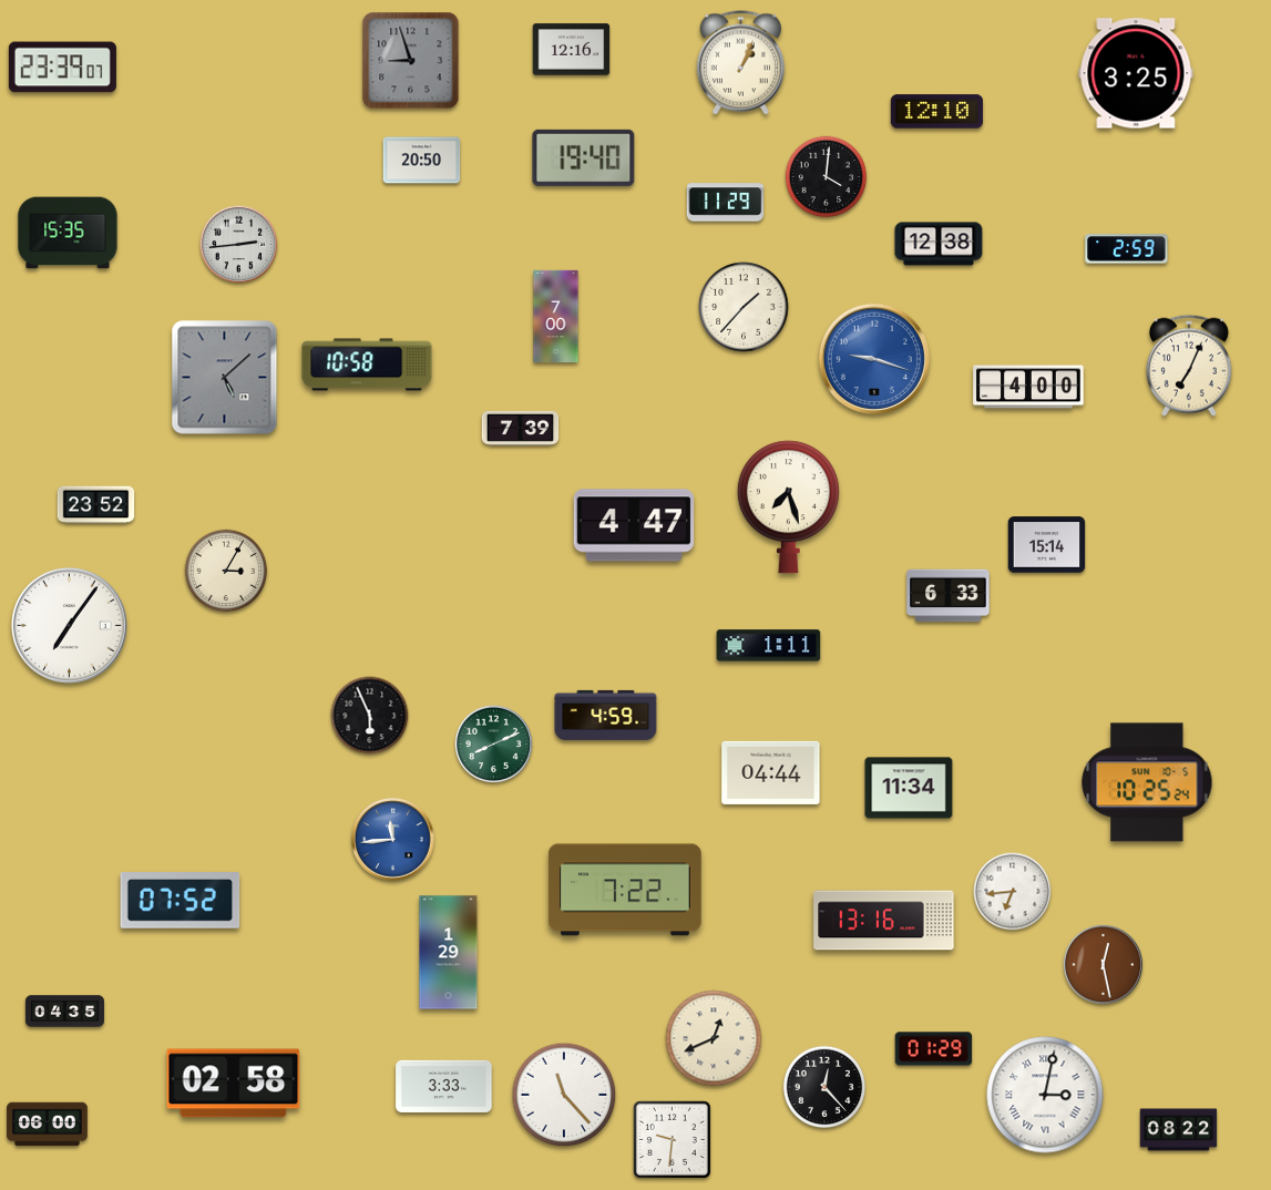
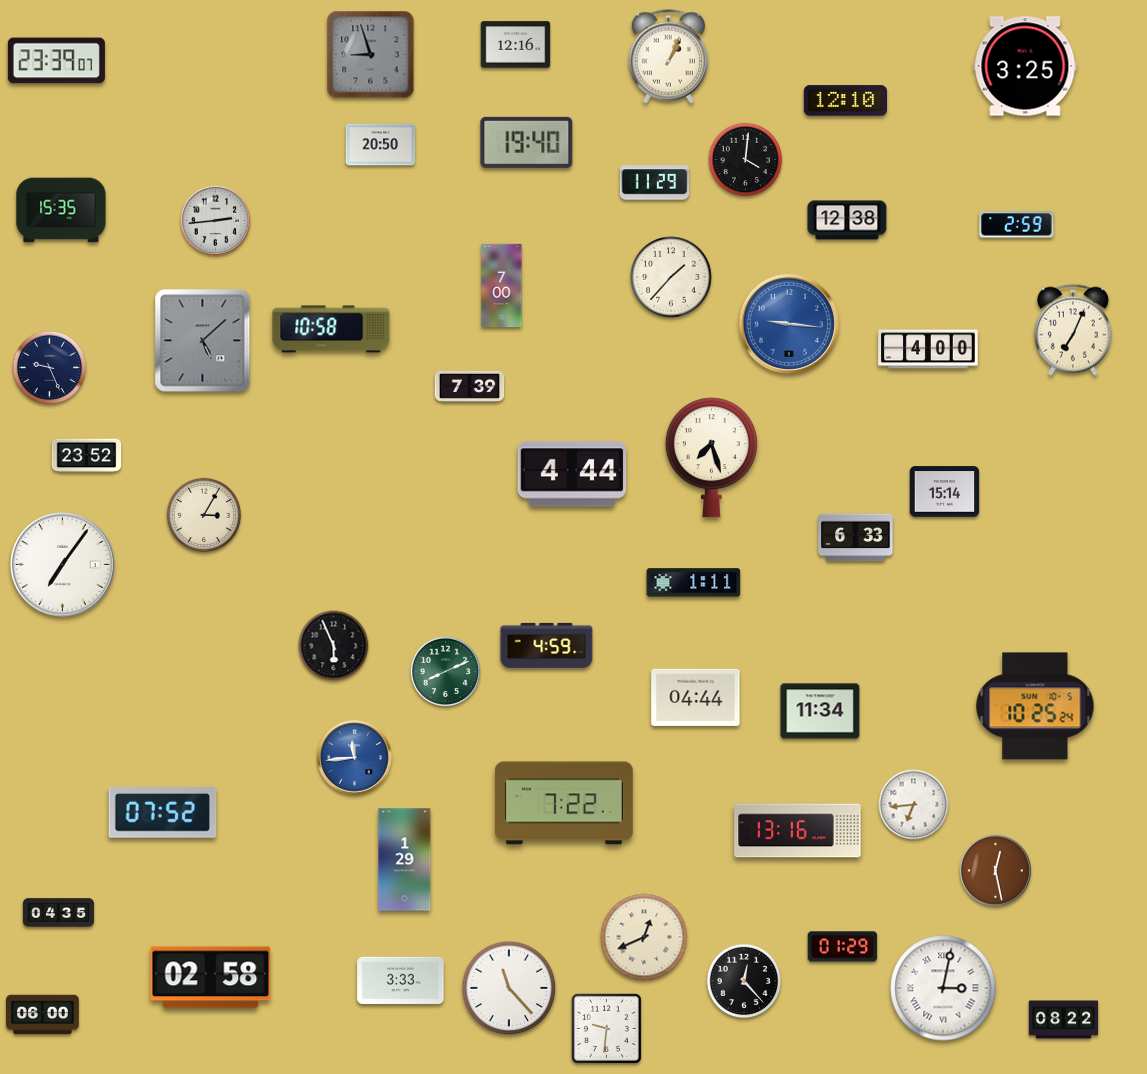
clock at (874, 359): 9:18 -> 9:16
clock at (50, 368): none -> 9:26
clock at (634, 525): 4:47 -> 4:44
